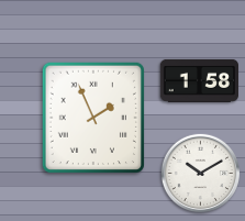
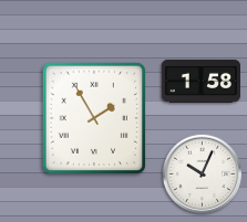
clock at (93, 117): 1:56 -> 1:55
clock at (200, 173): 10:10 -> 10:04
